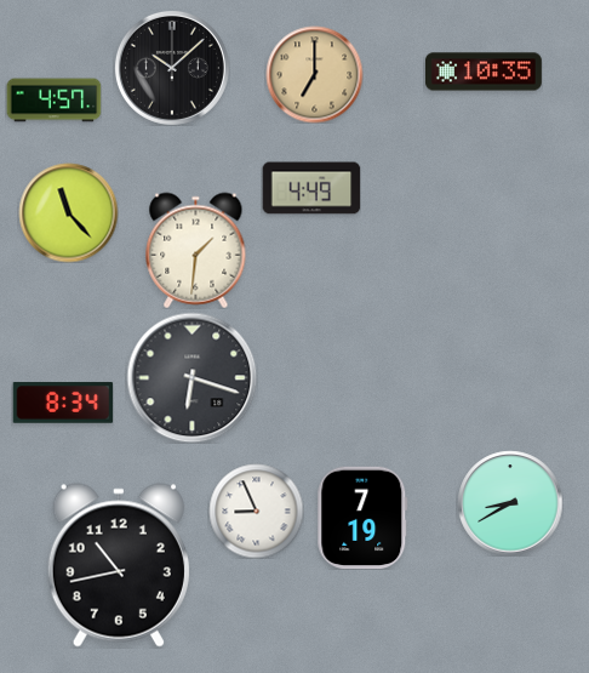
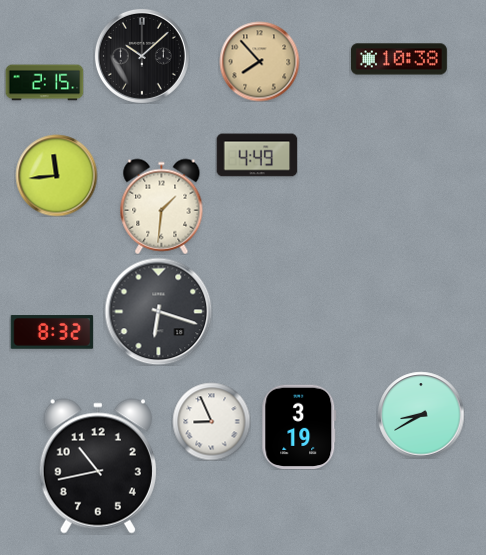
clock at (484, 72): 10:35 -> 10:38
clock at (314, 74): 7:00 -> 7:53
clock at (53, 101): 4:57 -> 2:15
clock at (68, 212): 11:23 -> 11:44
clock at (63, 403): 8:34 -> 8:32
clock at (362, 518): 7:19 -> 3:19
